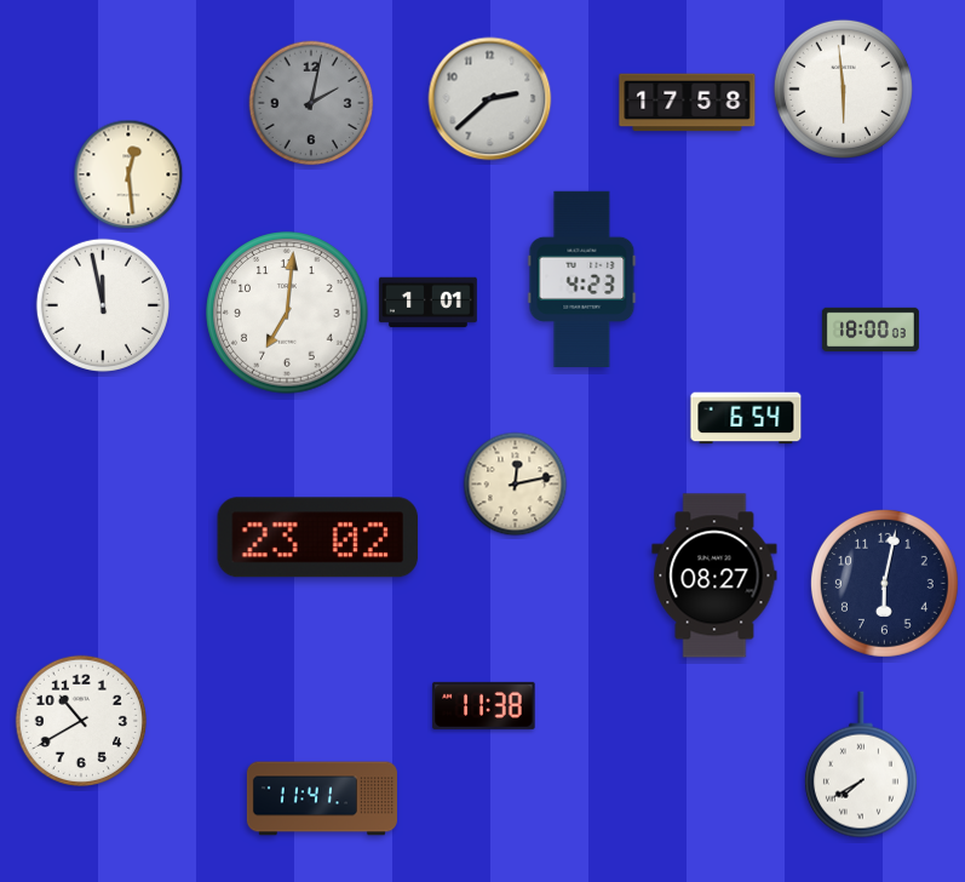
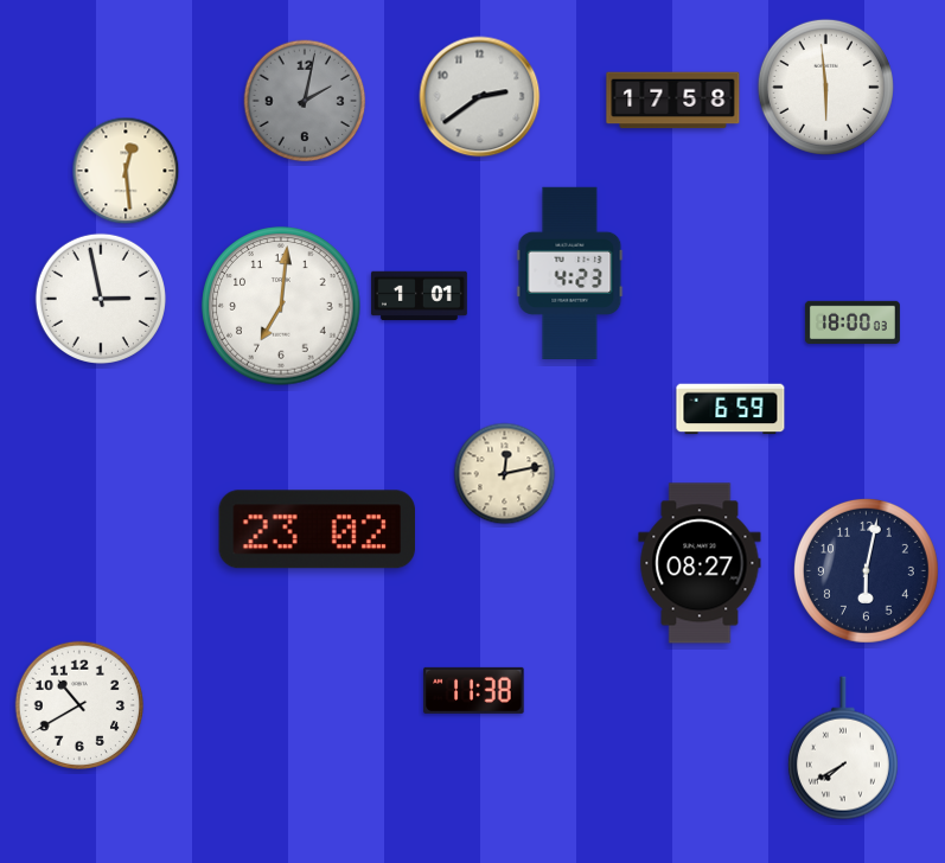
clock at (490, 99): 2:38 -> 2:39
clock at (103, 305): 11:58 -> 2:58
clock at (746, 418): 6:54 -> 6:59
clock at (317, 538) position: (317, 538) -> (317, 530)
clock at (322, 798): 11:41 -> none
